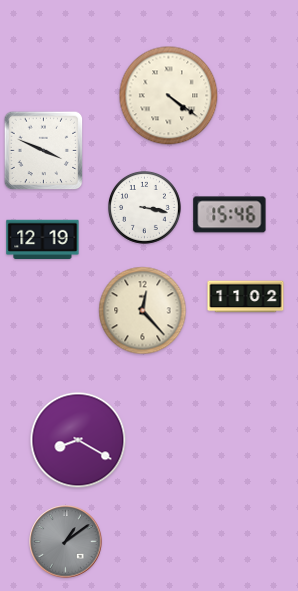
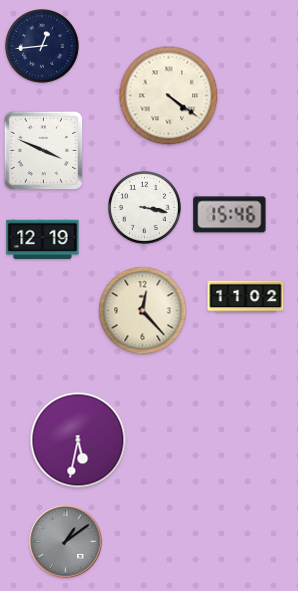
clock at (43, 47): none -> 12:44
clock at (78, 440): 8:20 -> 5:32
